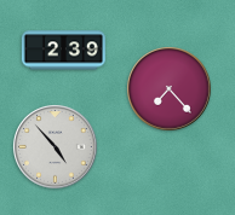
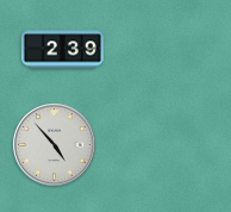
clock at (170, 89): 7:23 -> none
